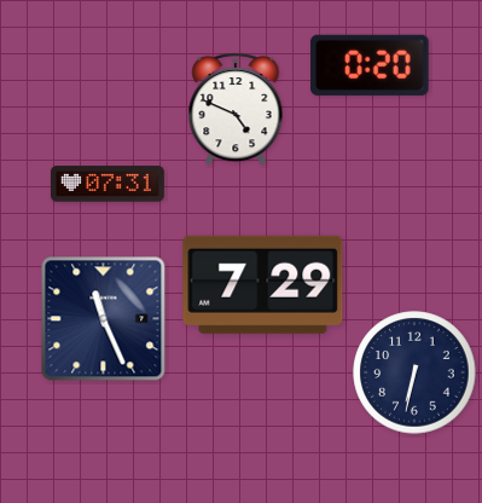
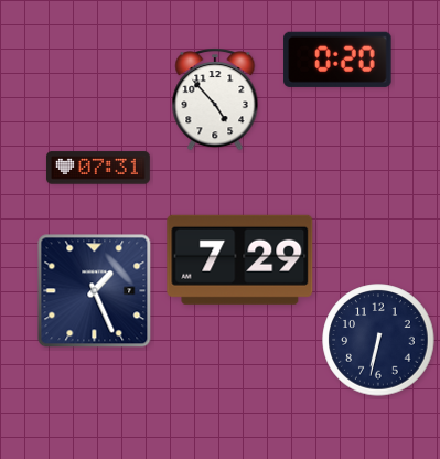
clock at (236, 109): 4:49 -> 4:53
clock at (104, 319): 11:26 -> 1:26
